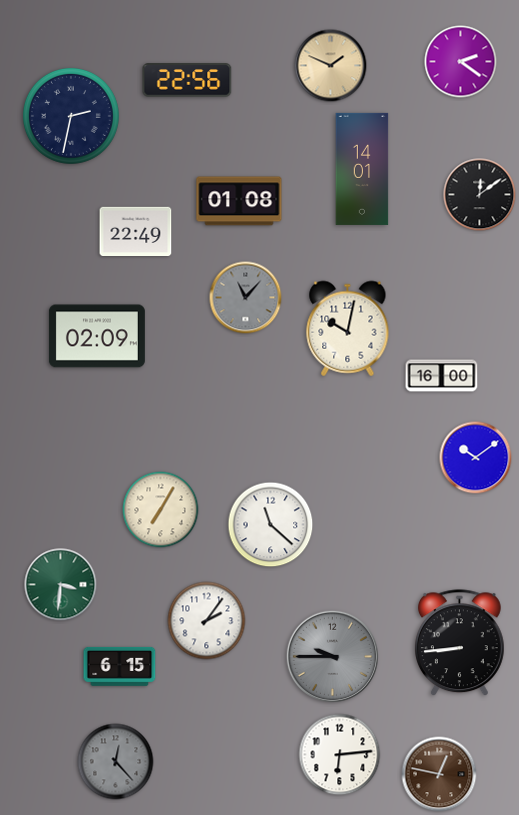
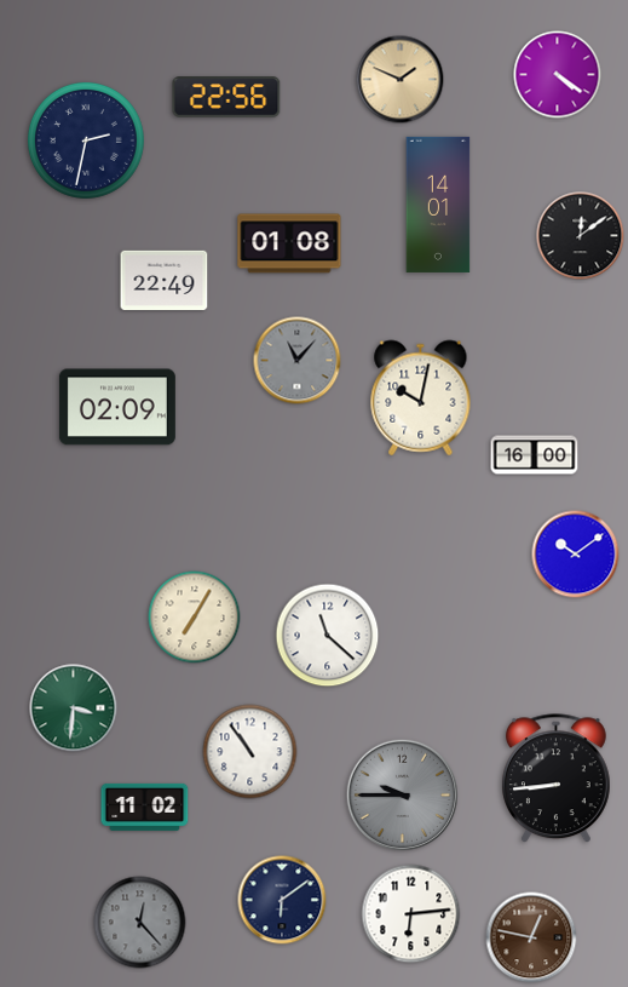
clock at (461, 62): 2:21 -> 4:21
clock at (207, 621): 2:06 -> 10:54
clock at (120, 666): 6:15 -> 11:02
clock at (282, 900): none -> 6:09
